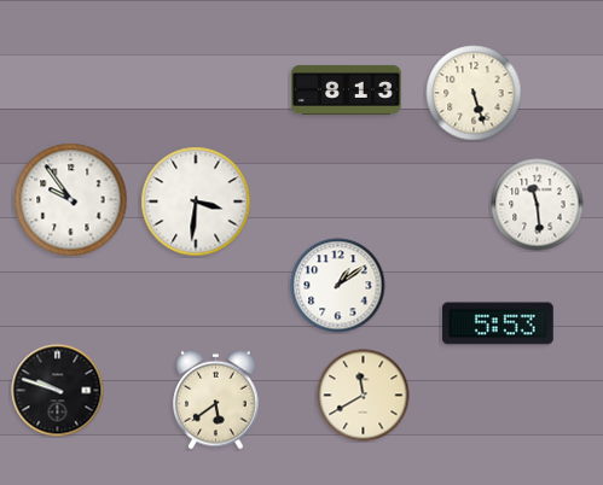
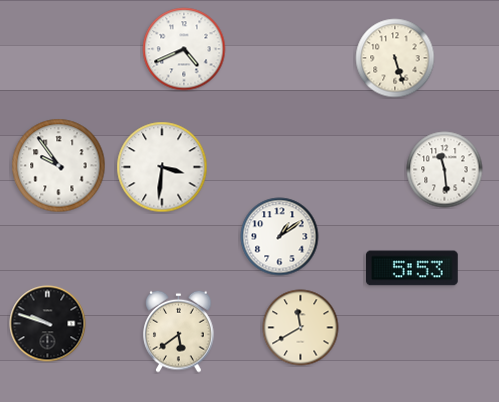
clock at (184, 49): none -> 4:41
clock at (347, 89): 8:13 -> none
clock at (474, 93) position: (474, 93) -> (395, 58)
